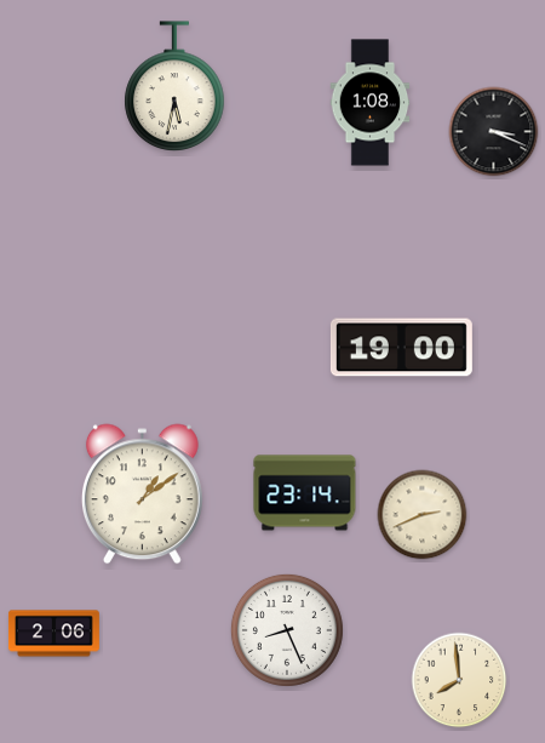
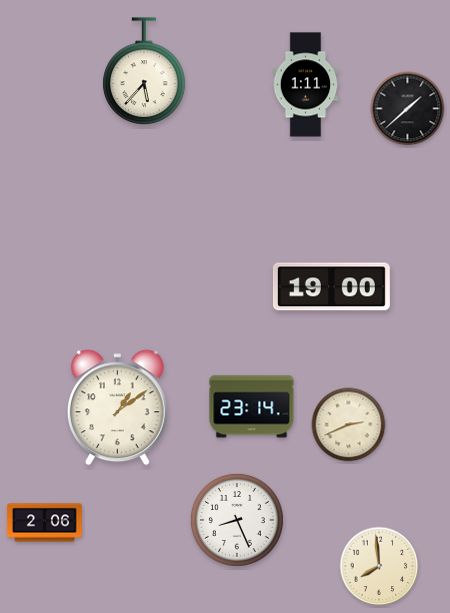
clock at (174, 86): 5:32 -> 5:37
clock at (371, 103): 1:08 -> 1:11
clock at (494, 132): 3:19 -> 1:38
clock at (459, 680) position: (459, 680) -> (379, 566)
